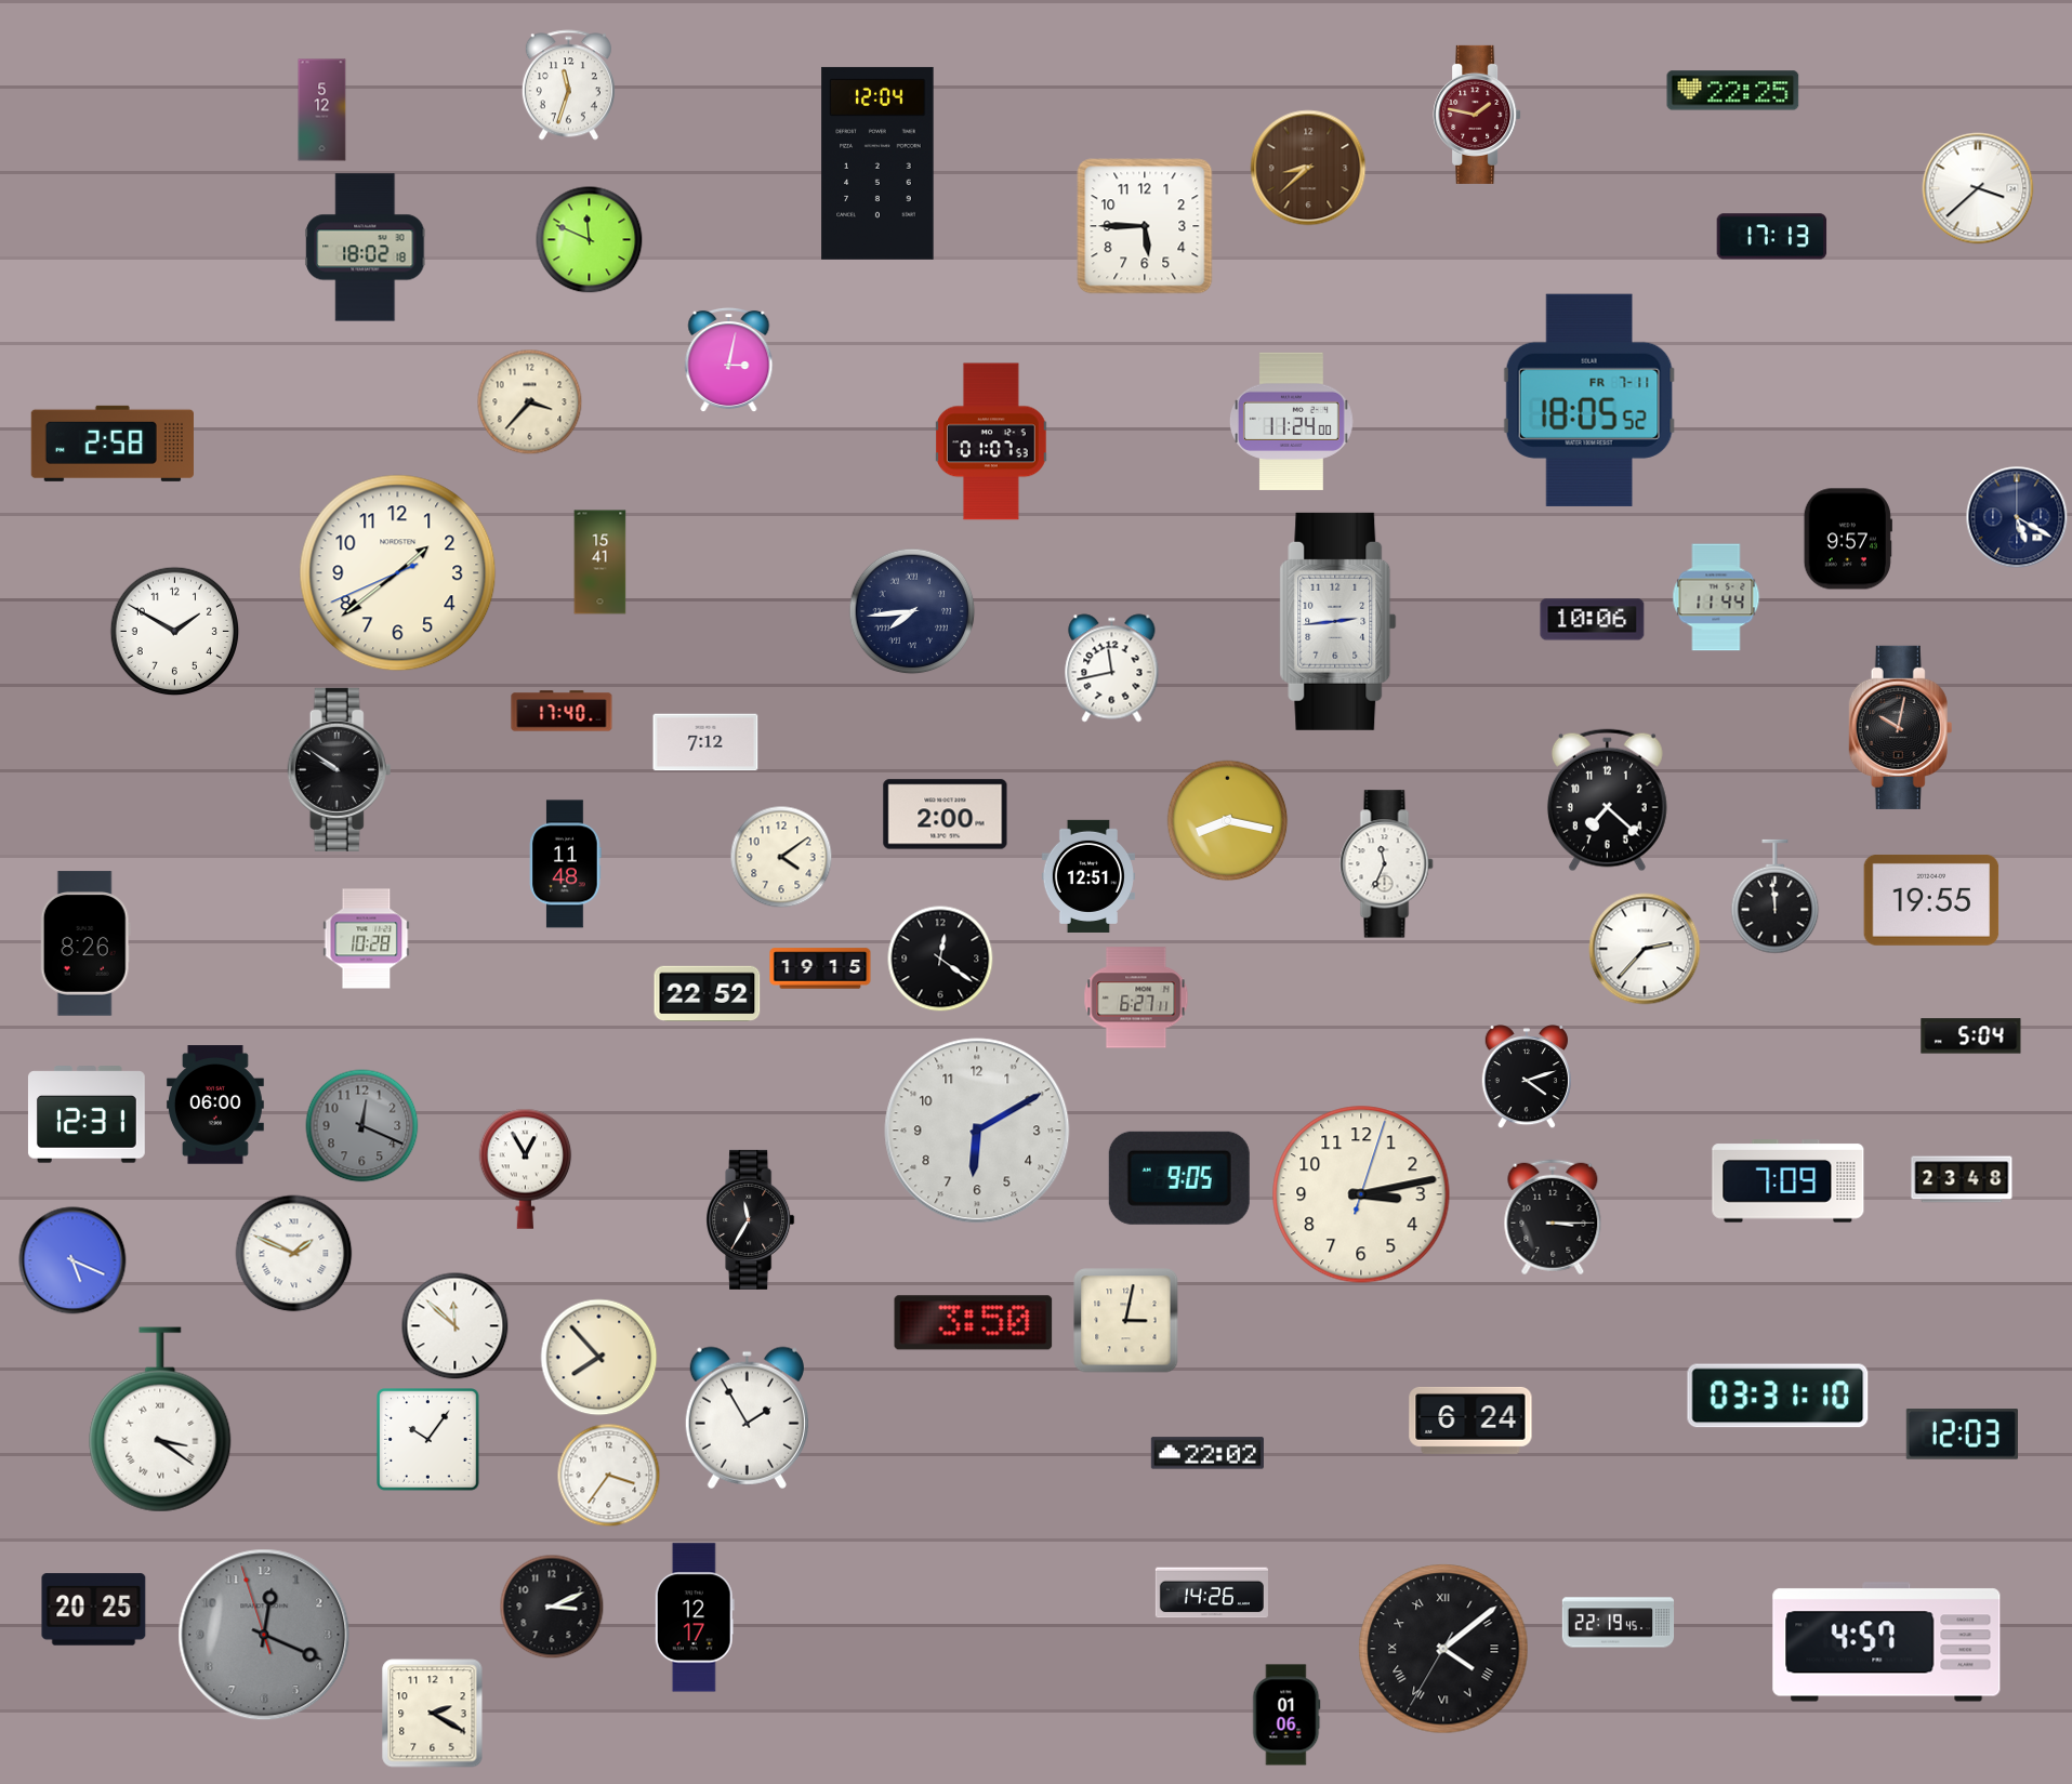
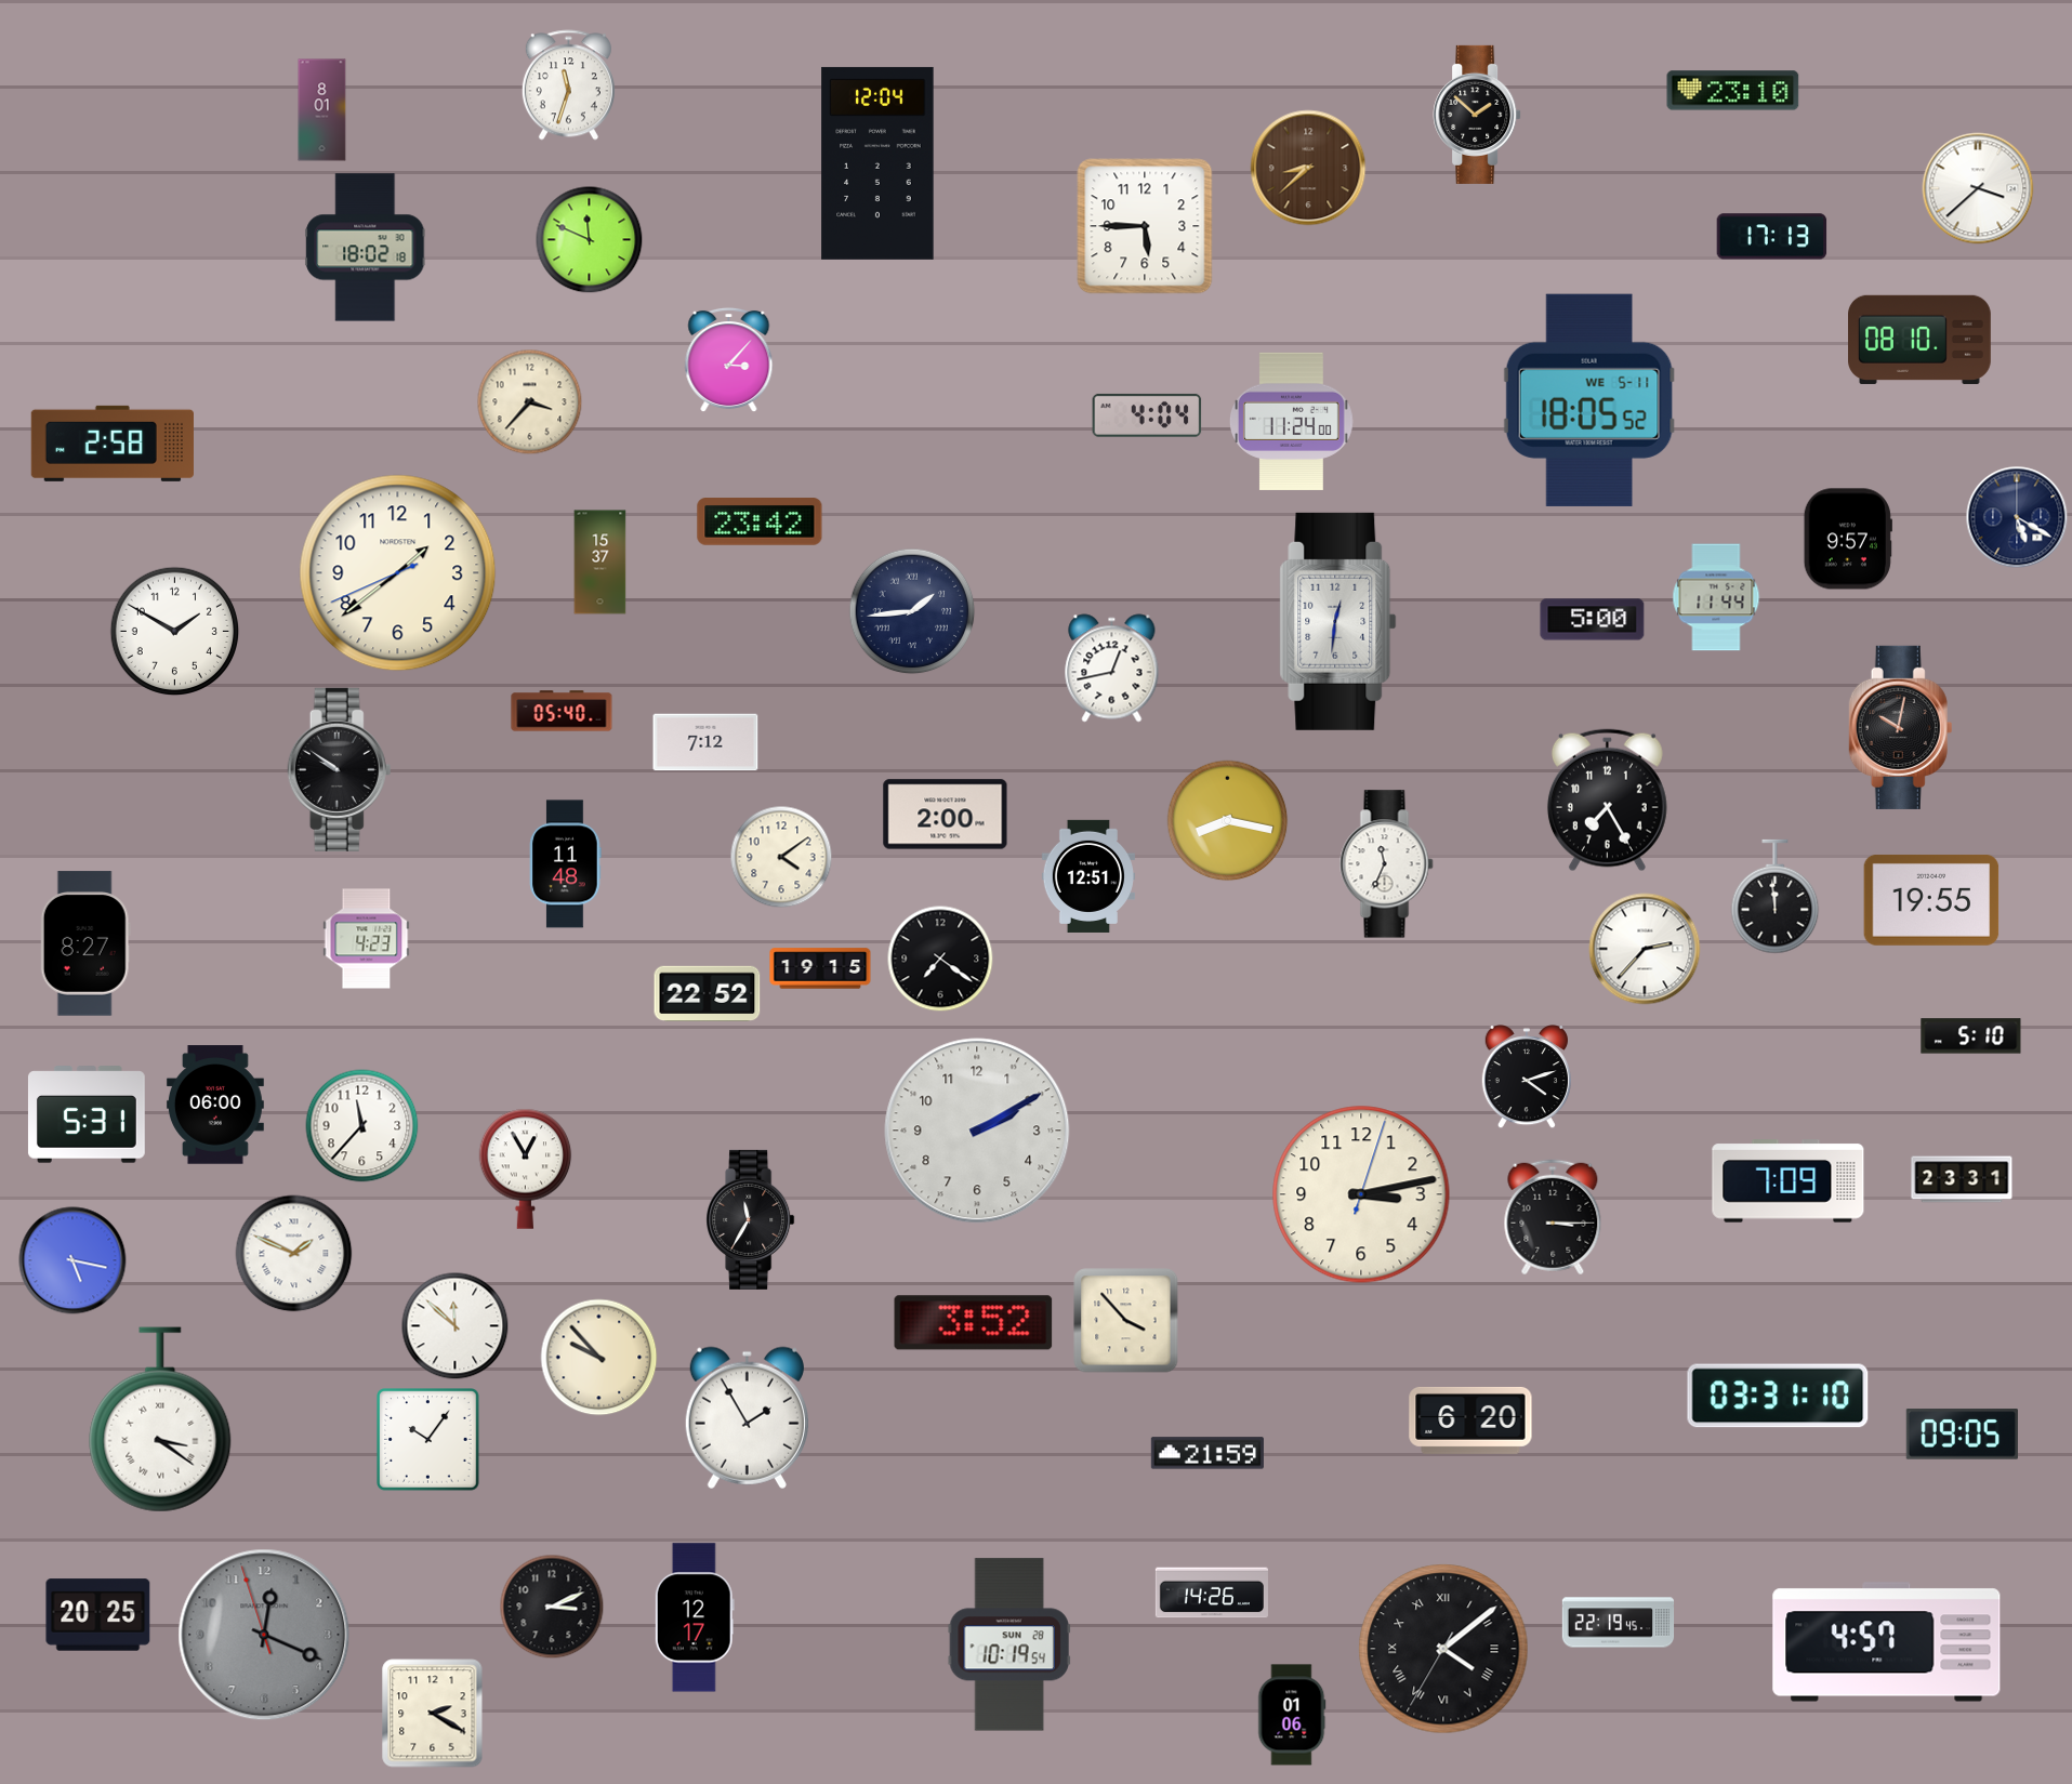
clock at (1733, 91): 22:25 -> 23:10
clock at (322, 110): 5:12 -> 8:01
clock at (1477, 115): 1:47 -> 1:52
clock at (1477, 115) dial: burgundy -> black
clock at (1921, 340): none -> 08:10
clock at (729, 360): 3:02 -> 3:07
clock at (1589, 400) date: FR 7-11 -> WE 5-11
clock at (1147, 415): none -> 4:04
clock at (992, 441): 01:07 -> none
clock at (760, 521): none -> 23:42
clock at (601, 563): 15:41 -> 15:37
clock at (912, 611): 7:44 -> 1:44
clock at (1593, 620): 10:06 -> 5:00
clock at (1338, 621): 2:44 -> 12:31
clock at (1112, 669): 11:43 -> 12:43
clock at (562, 711): 17:40 -> 05:40
clock at (1607, 801): 7:22 -> 7:25
clock at (367, 939): 10:28 -> 4:23
clock at (85, 943): 8:26 -> 8:27
clock at (940, 959): 12:21 -> 7:21
clock at (1136, 997): 6:27 -> none
clock at (1971, 1036): 5:04 -> 5:10
clock at (87, 1114): 12:31 -> 5:31
clock at (362, 1126): 12:19 -> 11:37
clock at (362, 1126) dial: grey -> white
clock at (977, 1131): 6:10 -> 2:10
clock at (1179, 1178): 9:05 -> none
clock at (1962, 1179): 23:48 -> 23:31
clock at (72, 1260): 5:19 -> 5:17
clock at (1126, 1321): 3:02 -> 3:53
clock at (974, 1323): 3:50 -> 3:52
clock at (599, 1358): 7:53 -> 9:53
clock at (1470, 1420): 6:24 -> 6:20
clock at (1962, 1435): 12:03 -> 09:05
clock at (1207, 1453): 22:02 -> 21:59
clock at (609, 1476): 3:36 -> none
clock at (94, 1610) position: (94, 1610) -> (98, 1615)
clock at (1009, 1644): none -> 10:19
clock at (1286, 1715) position: (1286, 1715) -> (1292, 1715)
